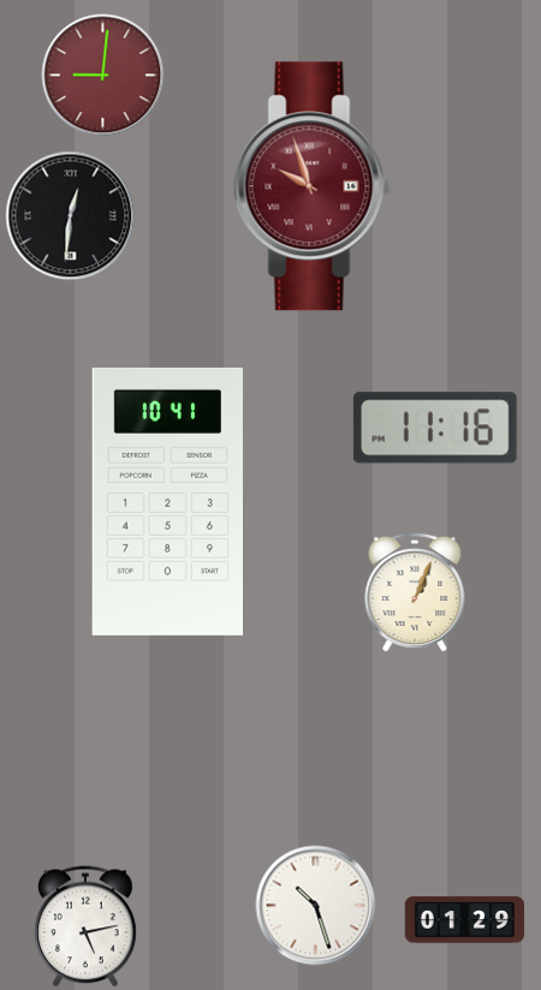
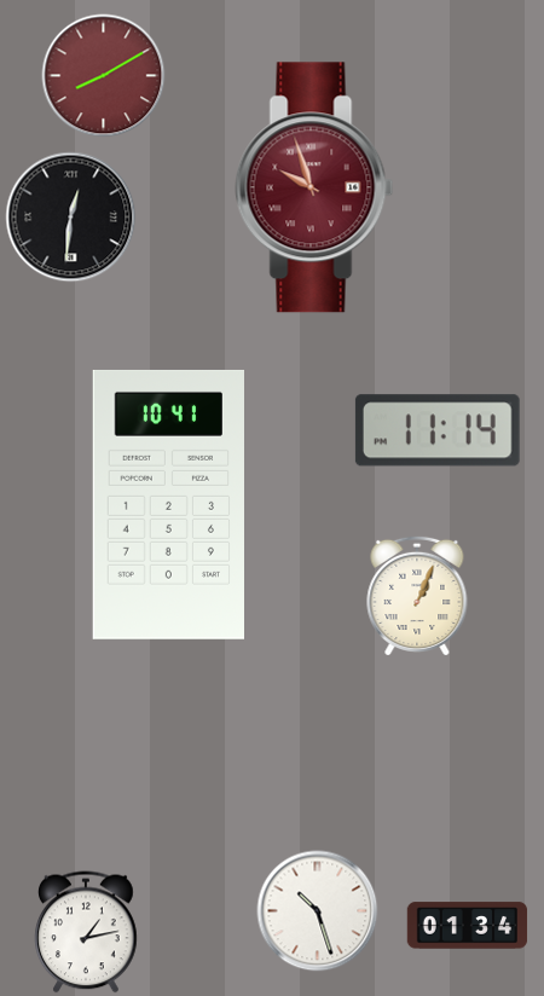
clock at (103, 76): 9:01 -> 8:10
clock at (435, 428): 11:16 -> 11:14
clock at (465, 920): 01:29 -> 01:34
clock at (85, 926): 5:13 -> 1:13
